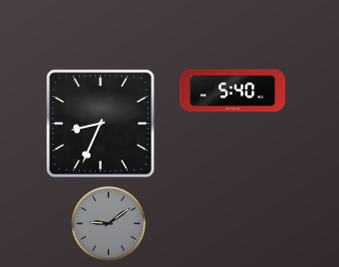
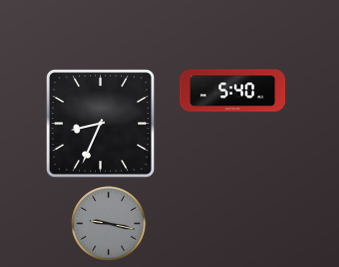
clock at (109, 224): 9:09 -> 9:17
